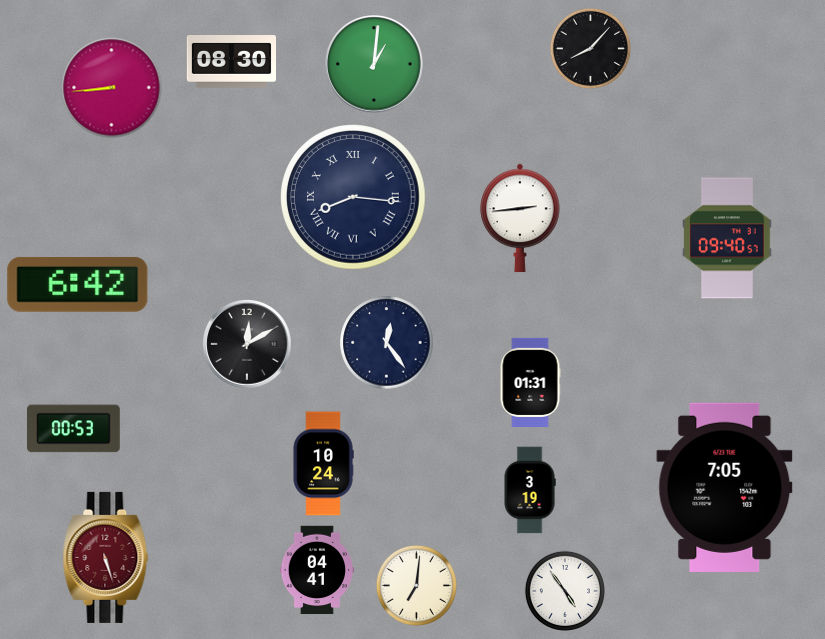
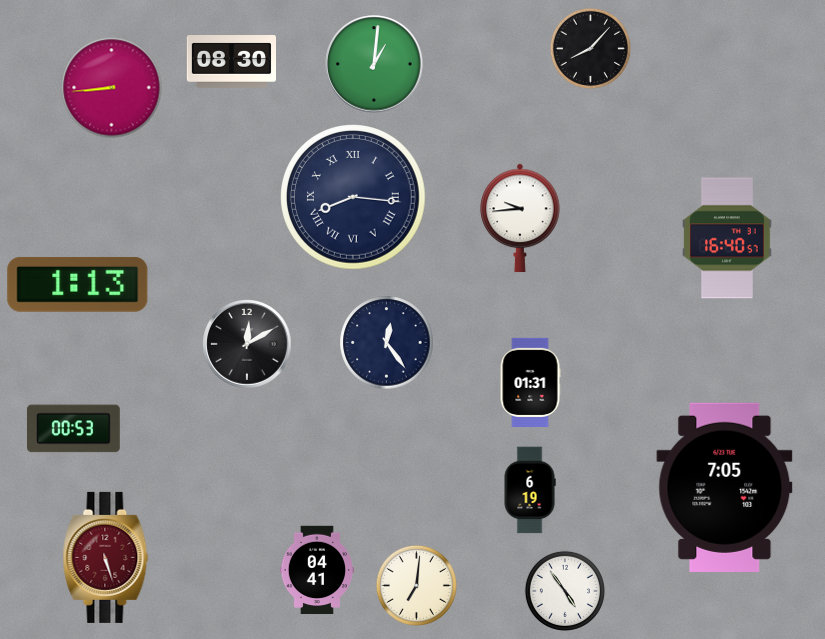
clock at (520, 218): 2:44 -> 9:44
clock at (728, 238): 09:40 -> 16:40
clock at (78, 284): 6:42 -> 1:13
clock at (323, 464): 10:24 -> none
clock at (530, 490): 3:19 -> 6:19
